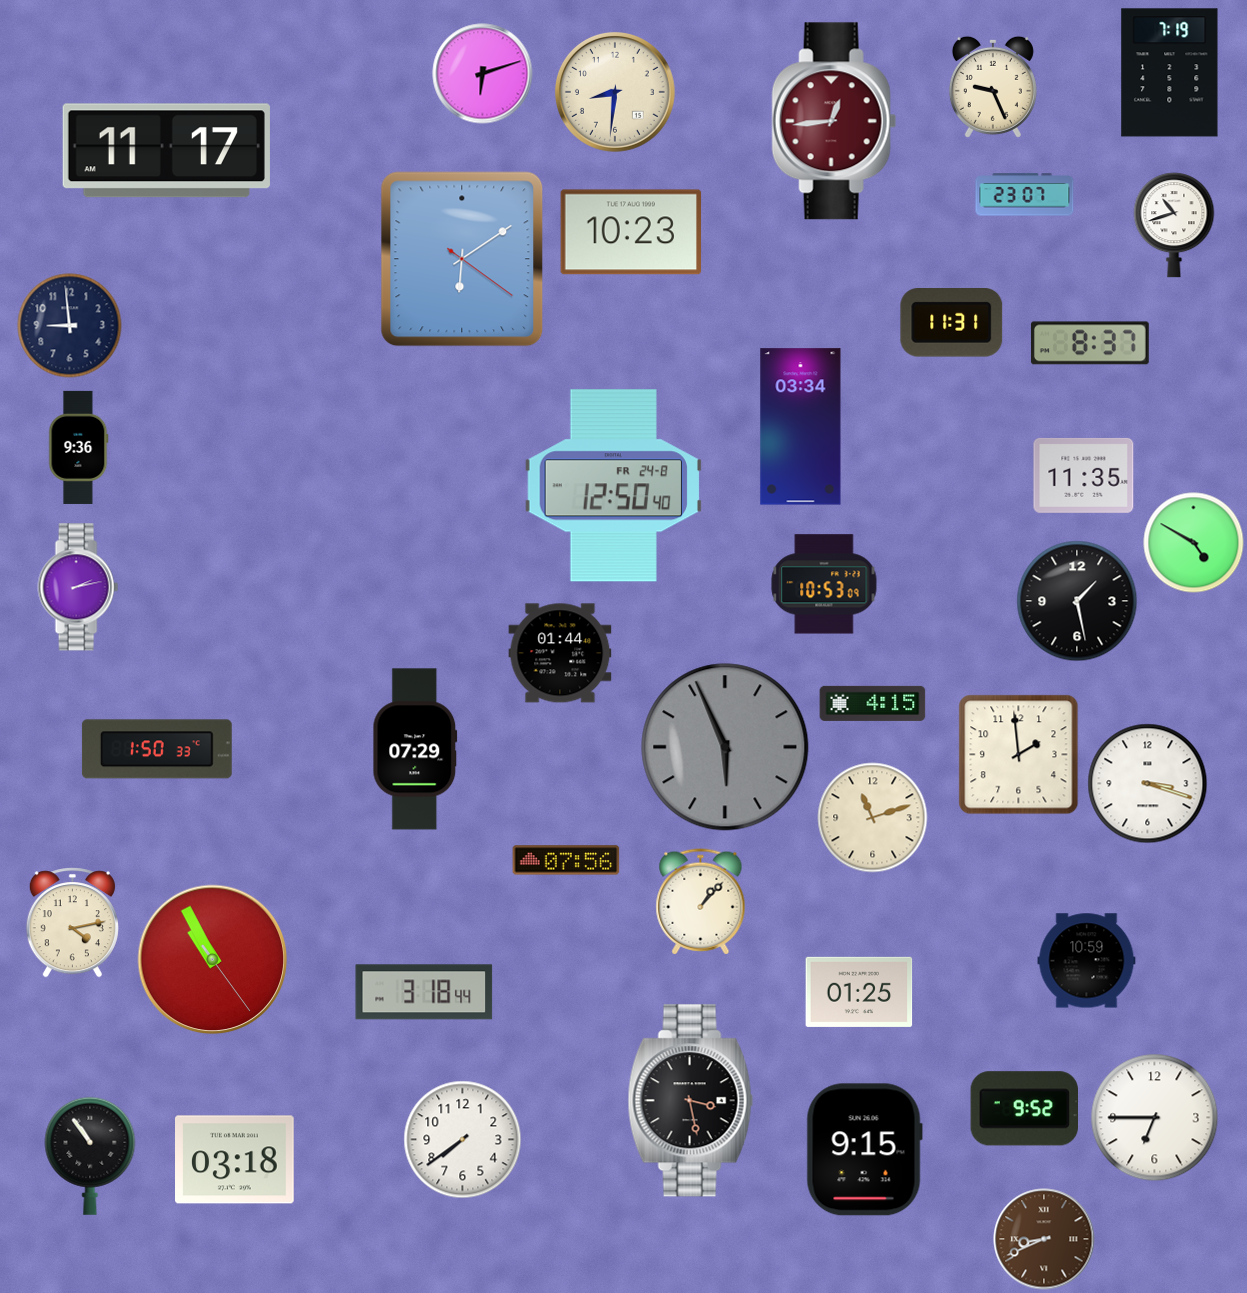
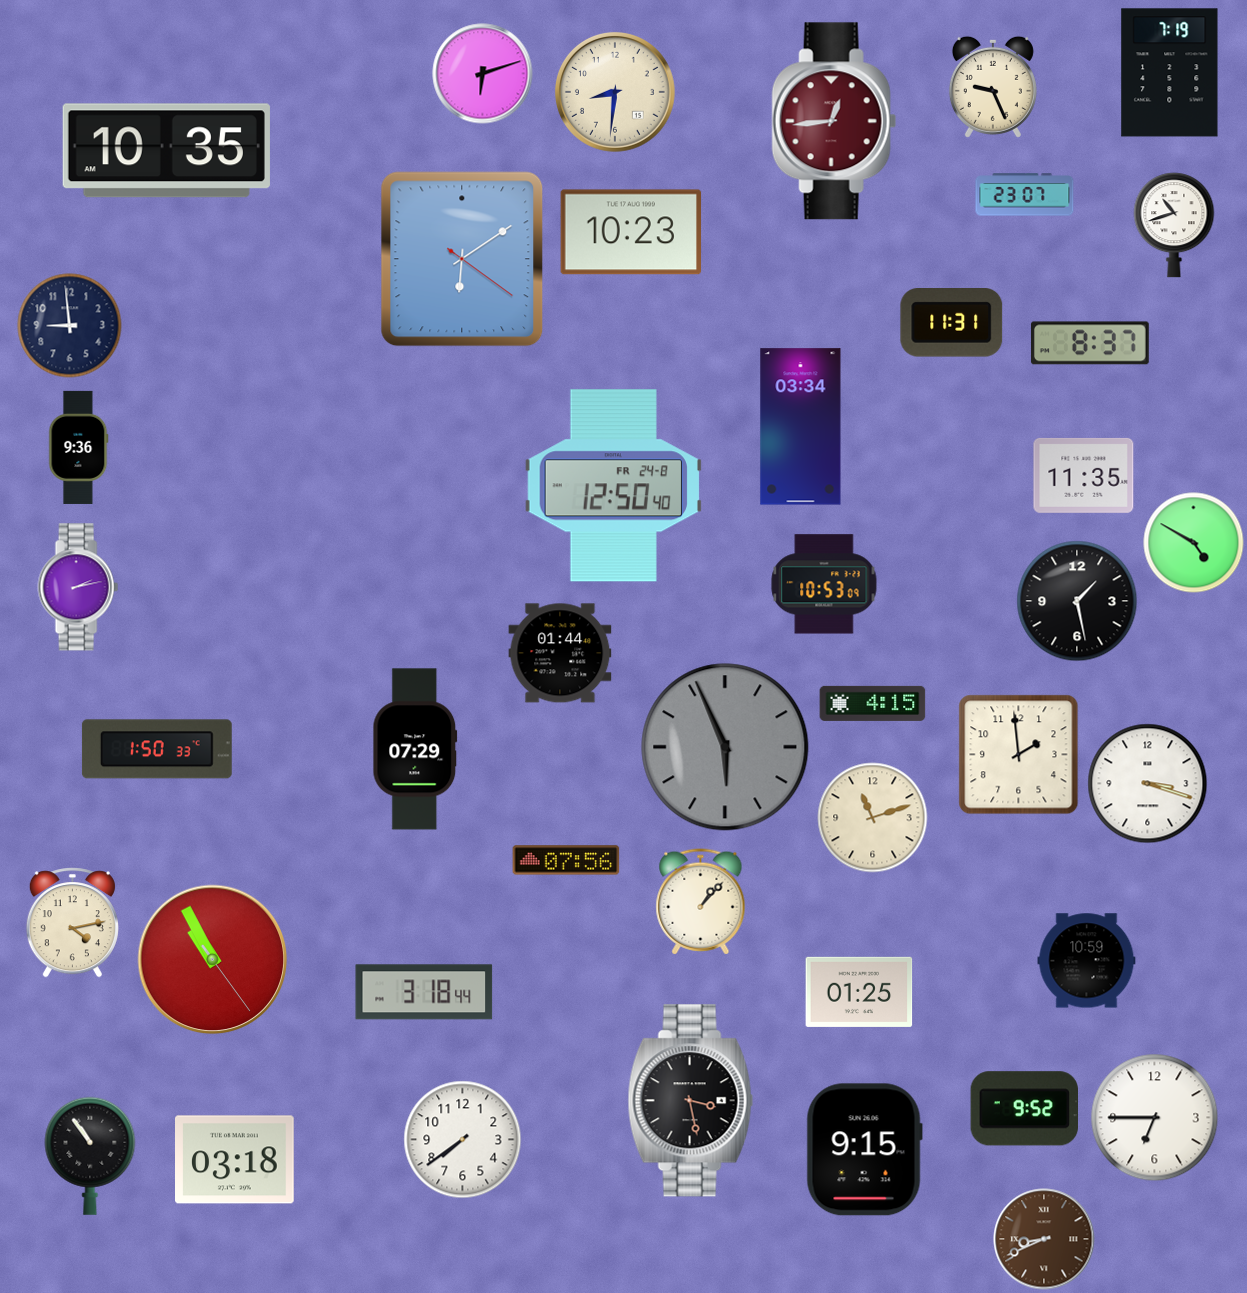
clock at (166, 151): 11:17 -> 10:35
